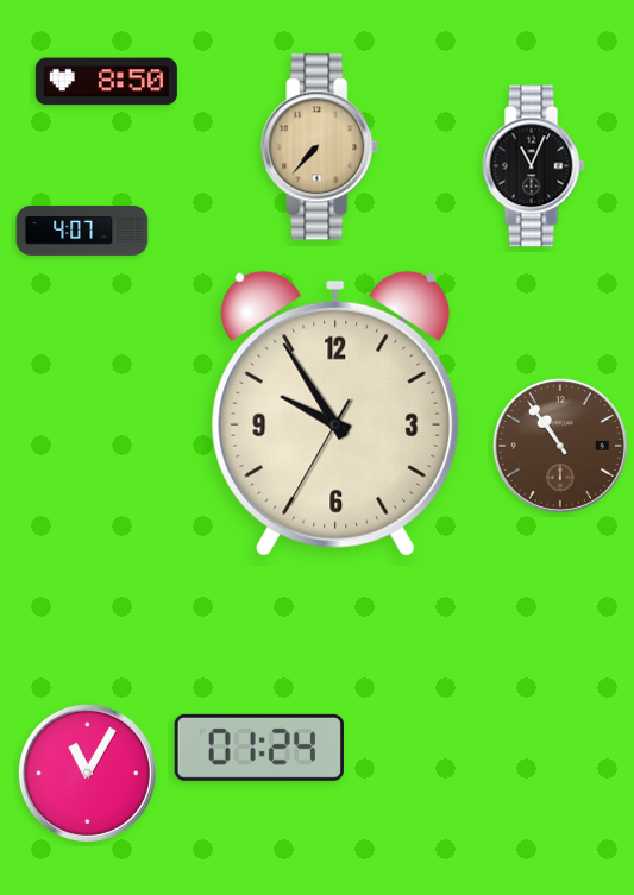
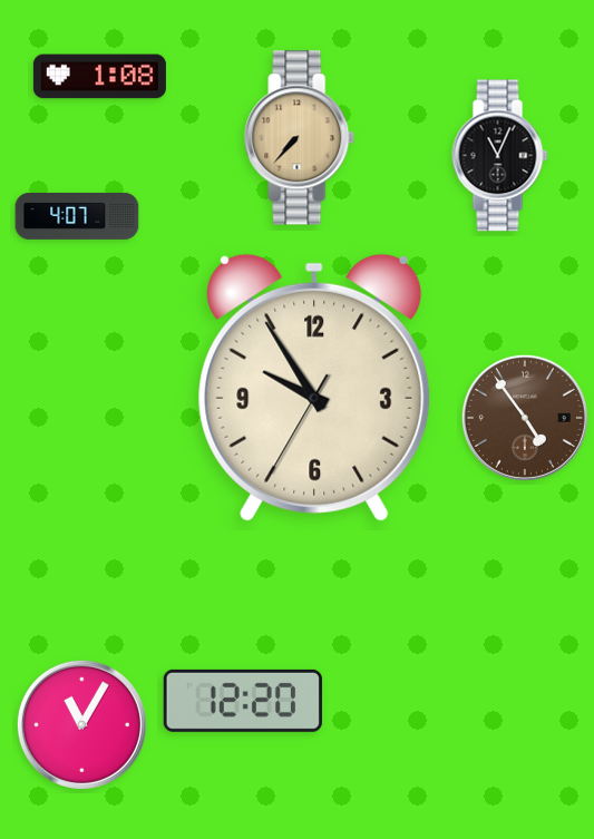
clock at (106, 82): 8:50 -> 1:08
clock at (560, 446): 10:54 -> 4:54
clock at (259, 748): 01:24 -> 12:20
